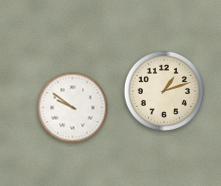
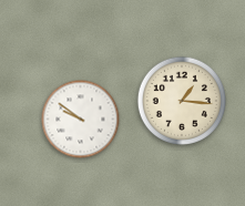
clock at (164, 91): 1:12 -> 1:16
